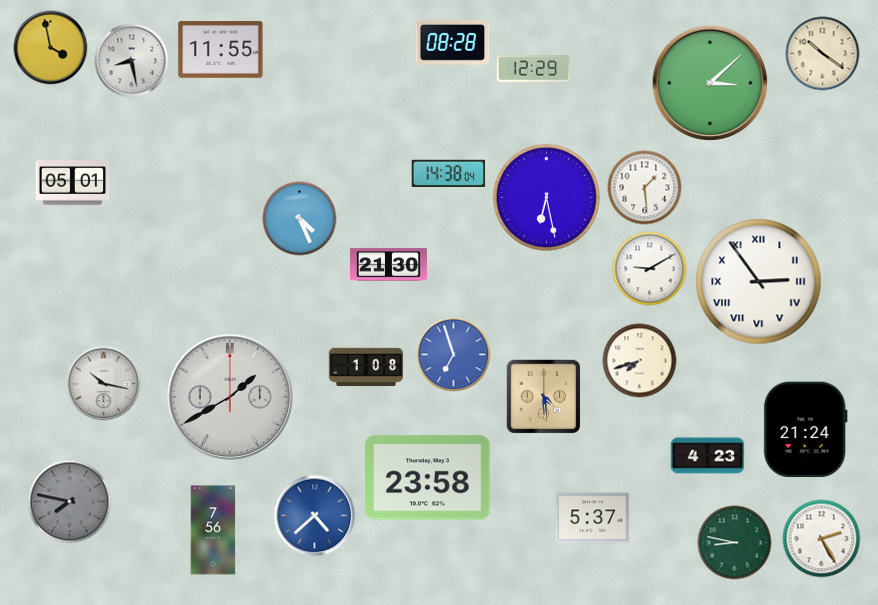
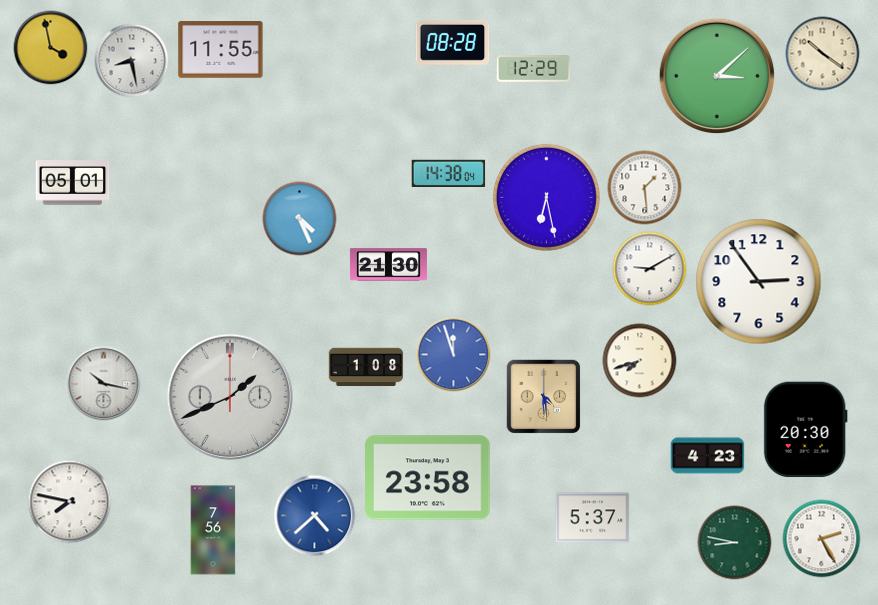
clock at (710, 83) position: (710, 83) -> (717, 76)
clock at (759, 282) numerals: Roman -> Arabic
clock at (454, 355): 6:57 -> 11:57
clock at (230, 397): 1:40 -> 1:41
clock at (805, 430): 21:24 -> 20:30
clock at (70, 502) dial: grey -> white
